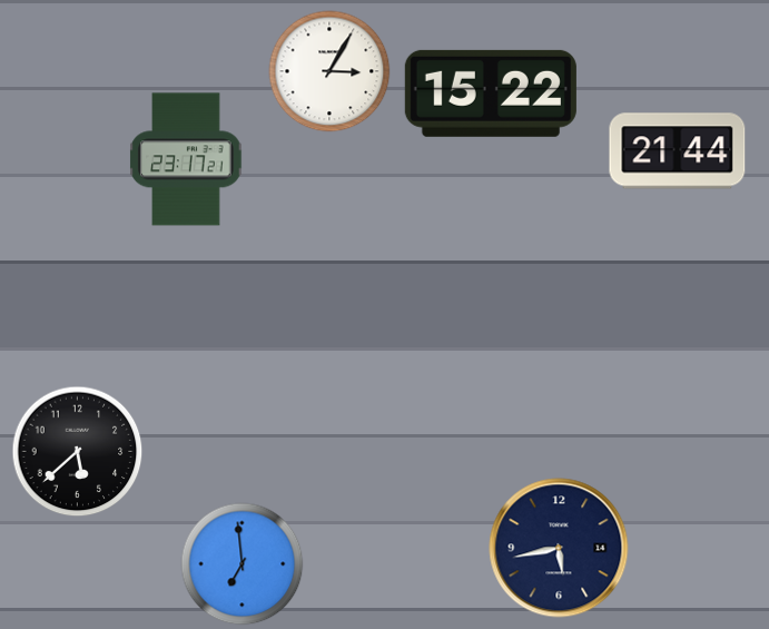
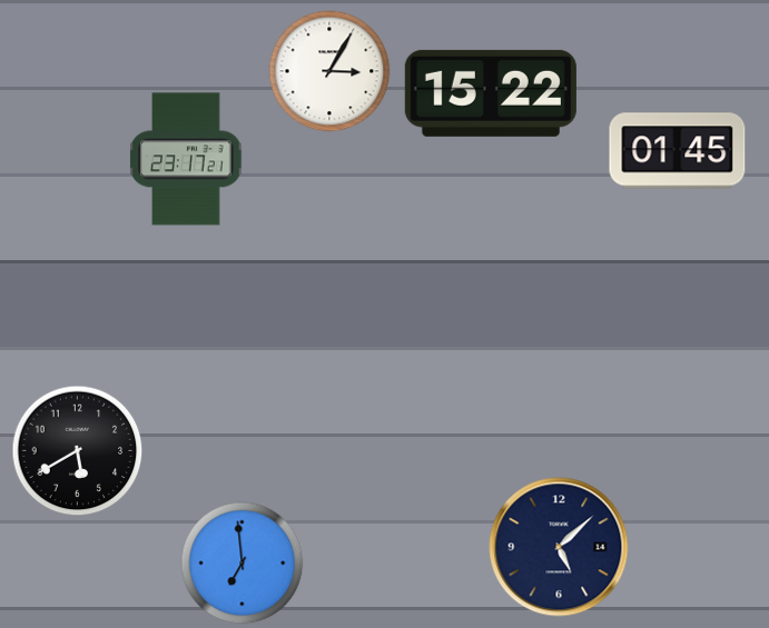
clock at (678, 151): 21:44 -> 01:45
clock at (78, 452): 5:38 -> 5:40
clock at (559, 548): 5:43 -> 5:08
